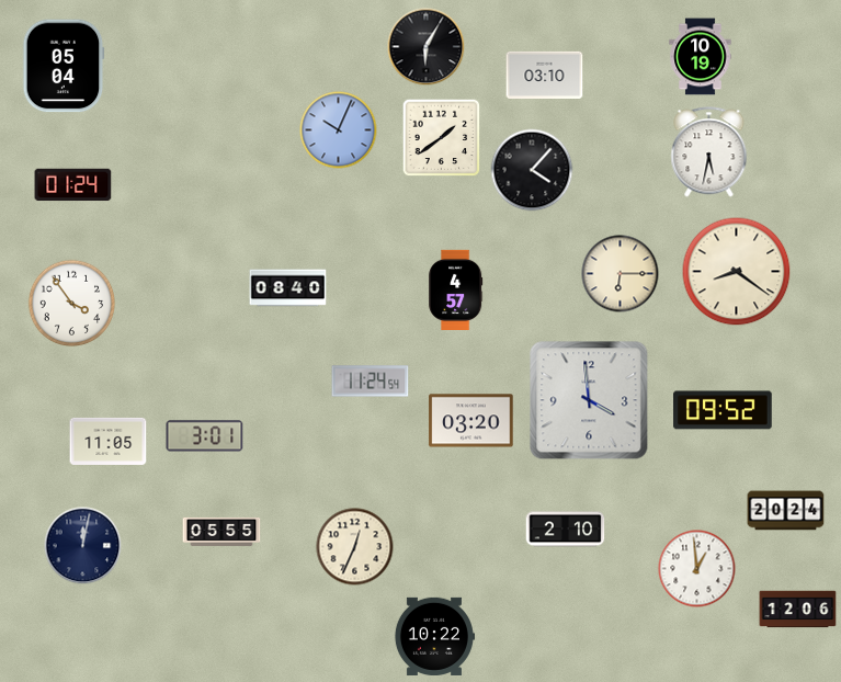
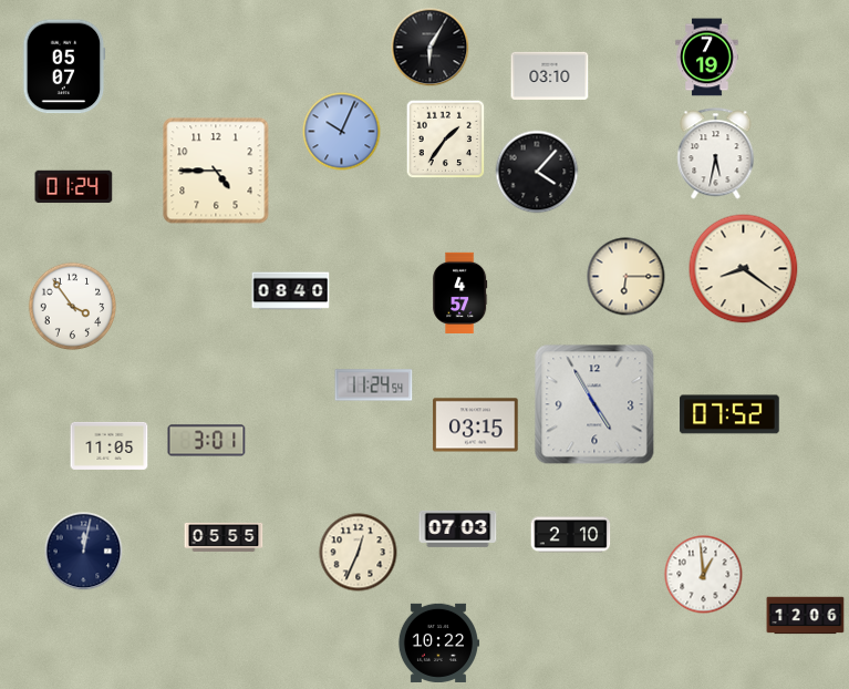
clock at (701, 57): 10:19 -> 7:19
clock at (64, 66): 05:04 -> 05:07
clock at (442, 138): 1:39 -> 1:36
clock at (216, 171): none -> 4:45
clock at (737, 272) position: (737, 272) -> (744, 269)
clock at (589, 400): 3:59 -> 4:55
clock at (723, 410): 09:52 -> 07:52
clock at (471, 421): 03:20 -> 03:15
clock at (786, 511): 20:24 -> none
clock at (458, 528): none -> 07:03
